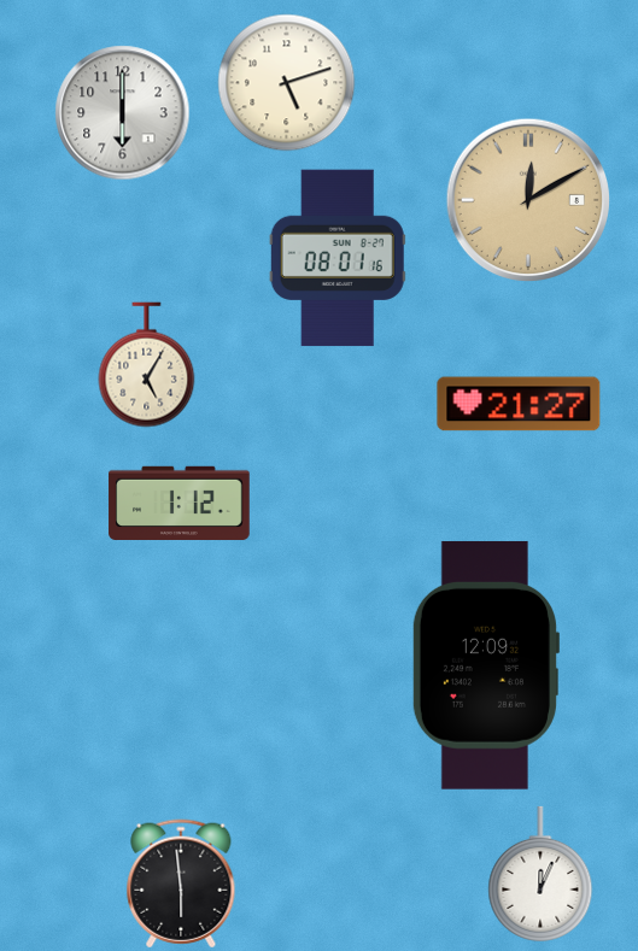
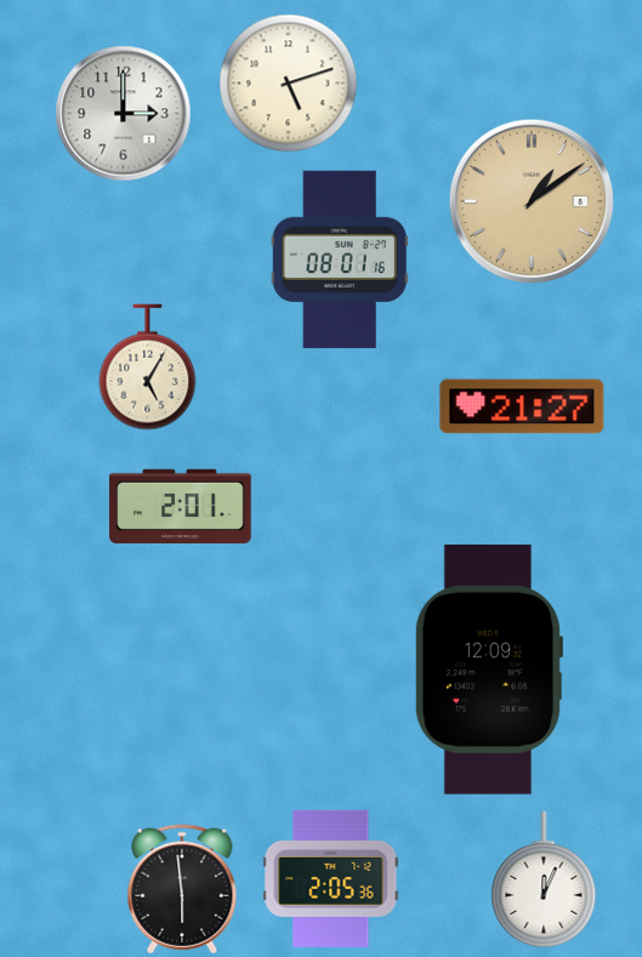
clock at (123, 113): 6:00 -> 3:00
clock at (528, 200): 12:10 -> 1:09
clock at (180, 503): 1:12 -> 2:01
clock at (331, 878): none -> 2:05
